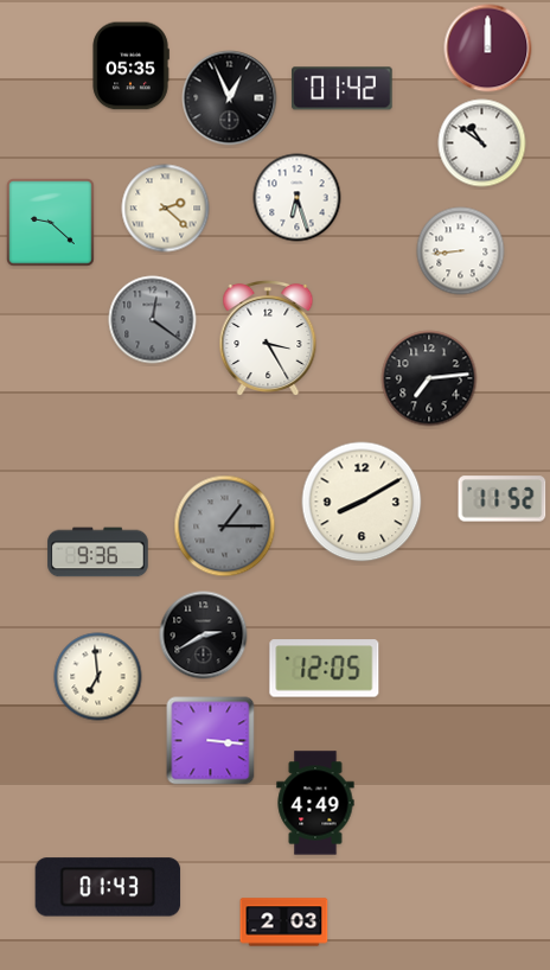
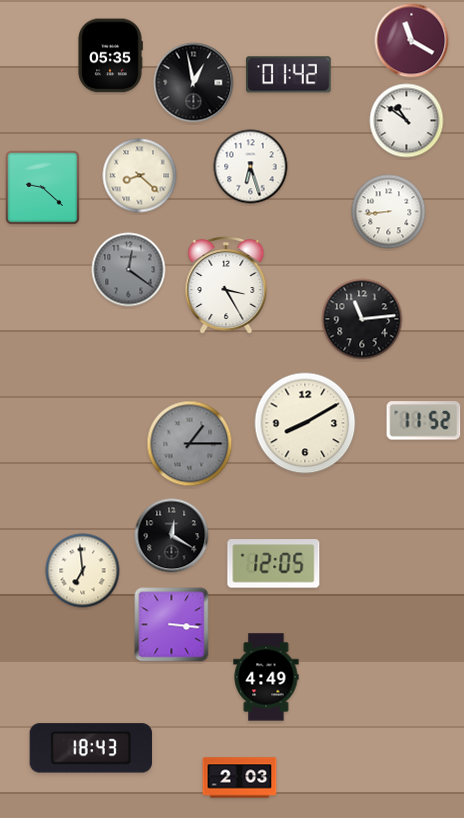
clock at (488, 49): 12:00 -> 11:20
clock at (230, 98): 12:56 -> 12:58
clock at (166, 209): 2:22 -> 8:22
clock at (429, 378): 7:14 -> 11:14
clock at (98, 553): 9:36 -> none
clock at (204, 636): 2:40 -> 12:20
clock at (211, 741) position: (211, 741) -> (172, 625)
clock at (108, 887): 01:43 -> 18:43
